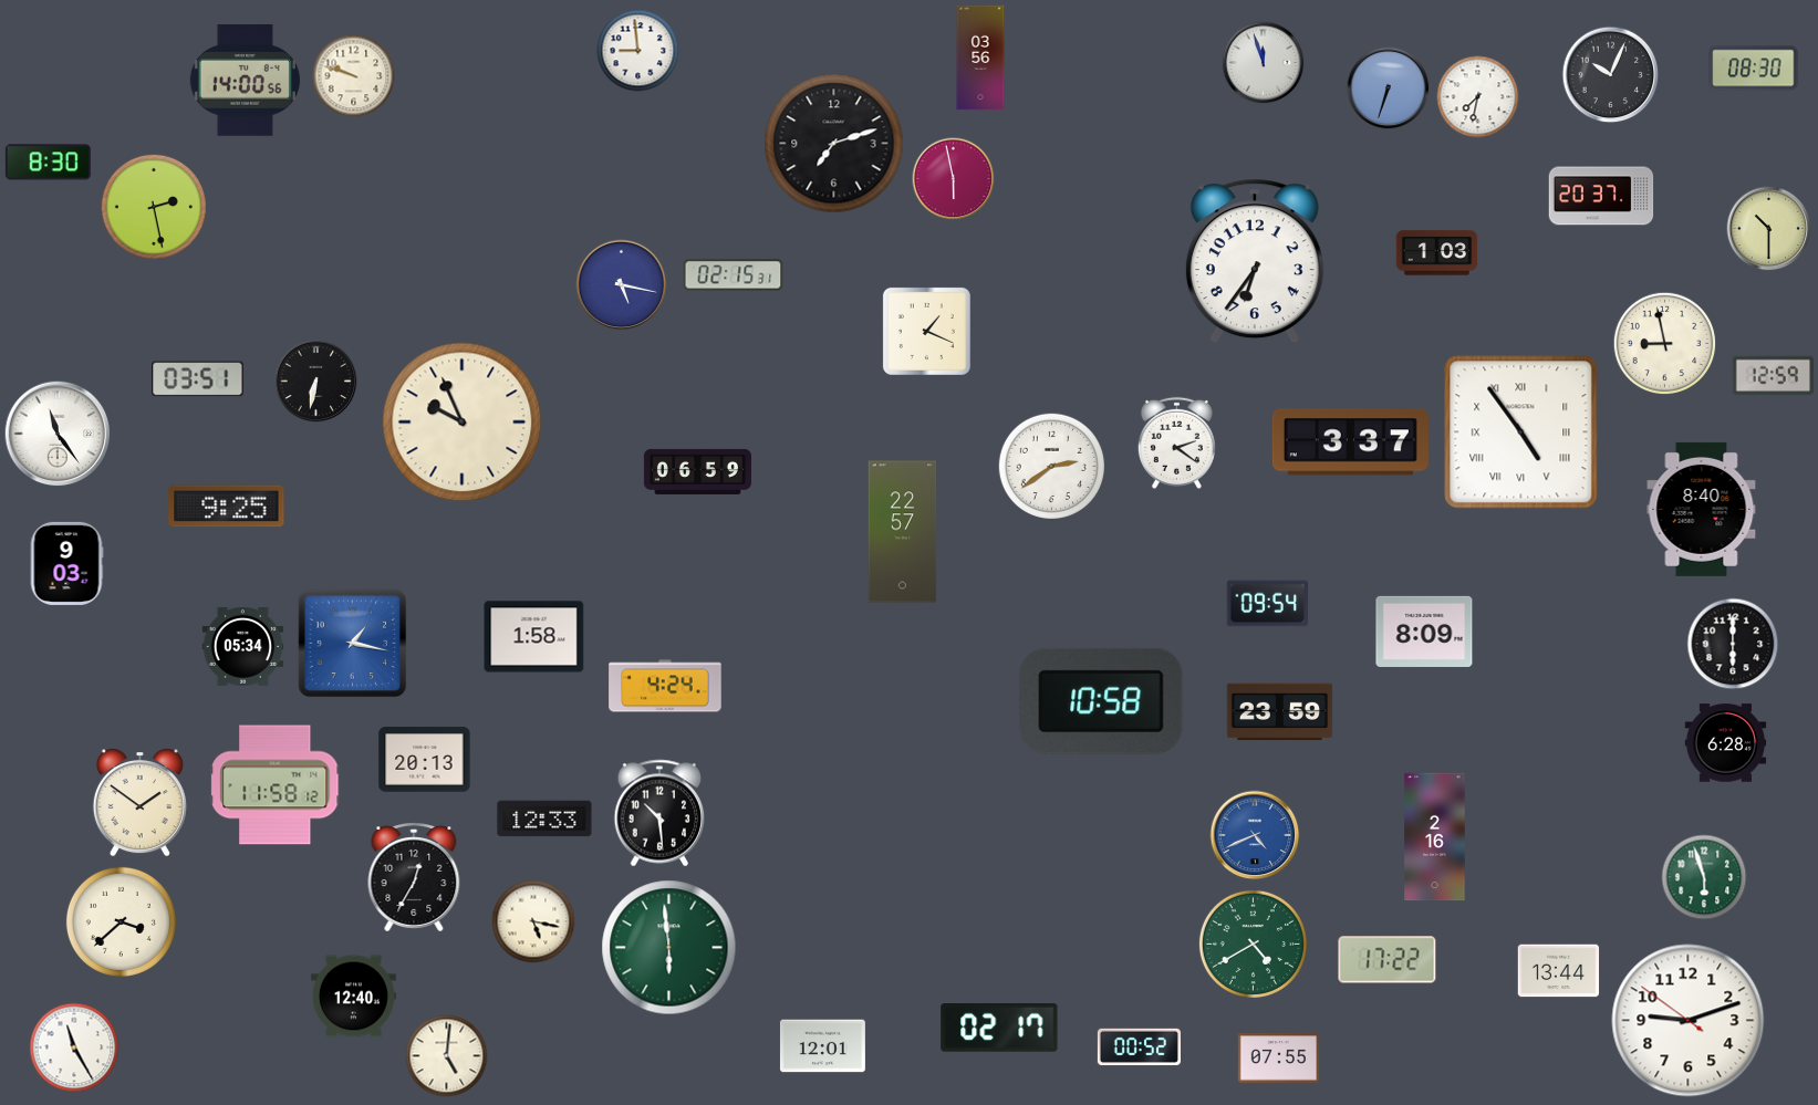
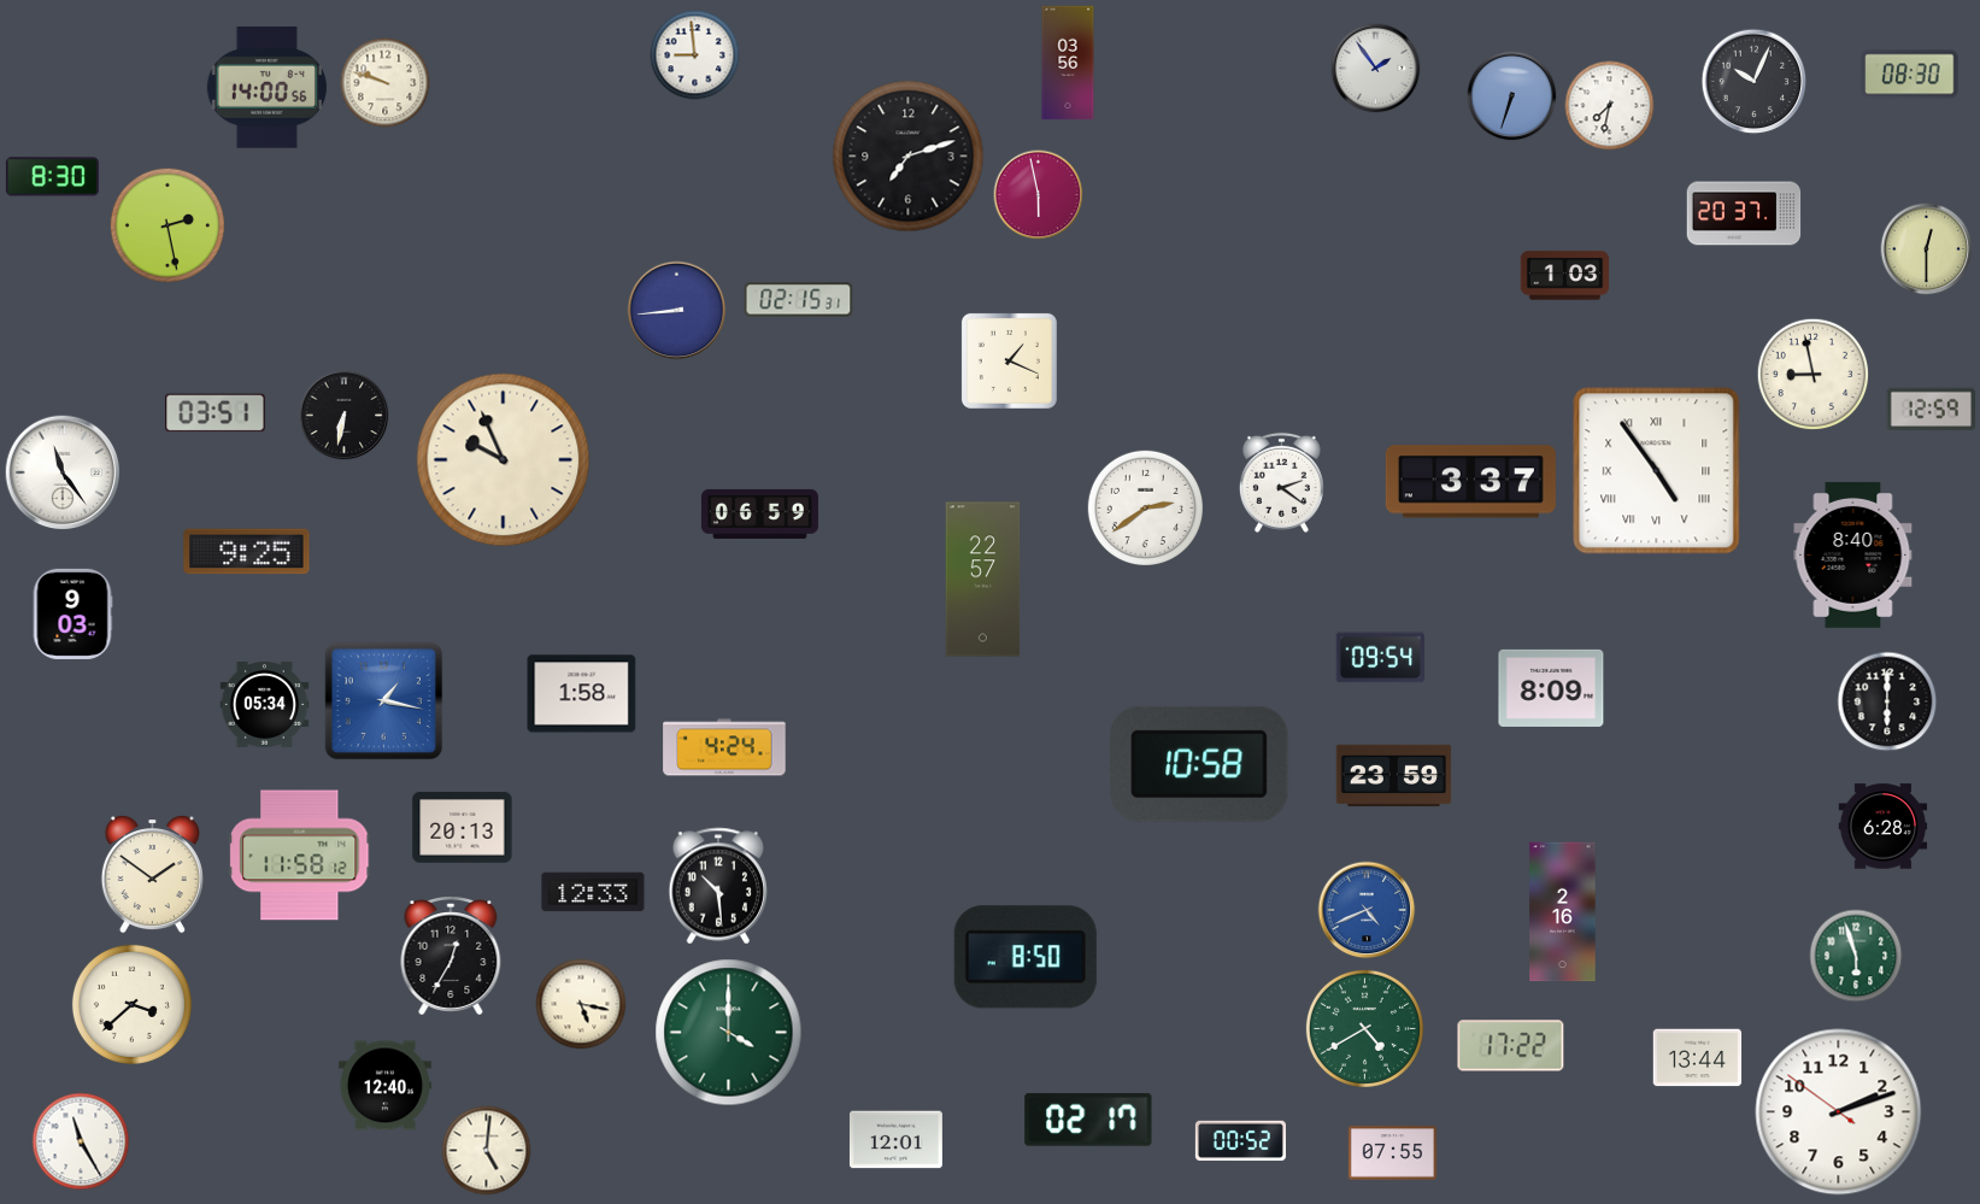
clock at (1264, 63): 11:57 -> 1:54
clock at (1769, 229): 10:30 -> 12:30
clock at (1255, 261): 6:36 -> none
clock at (622, 285): 5:17 -> 8:44
clock at (1726, 743) position: (1726, 743) -> (1884, 827)
clock at (1026, 957): none -> 8:50
clock at (669, 948): 5:59 -> 4:00
clock at (1689, 1021): 9:11 -> 2:11
